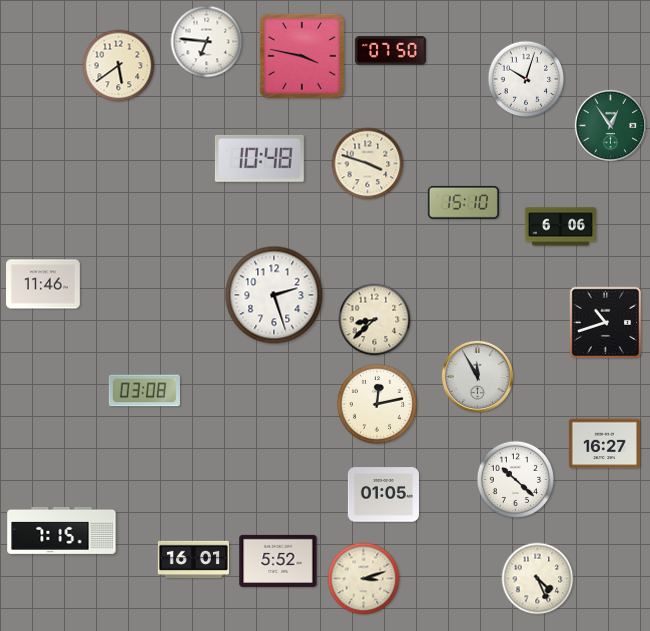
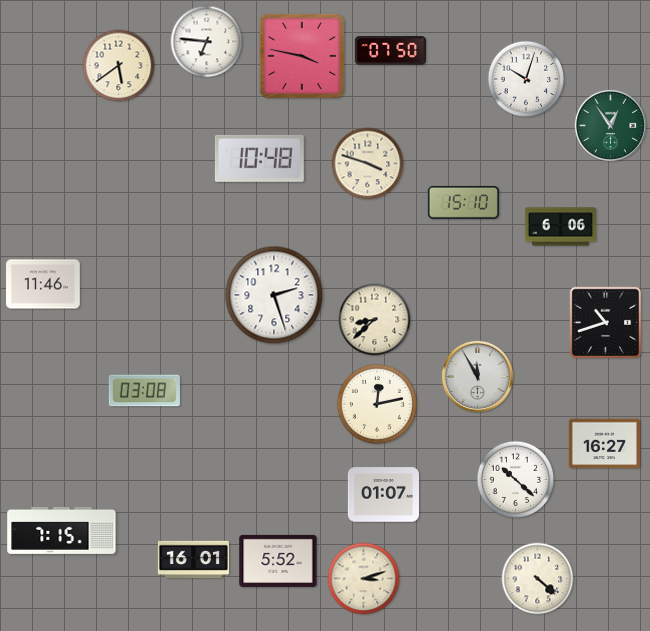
clock at (383, 495): 01:05 -> 01:07
clock at (538, 579): 4:26 -> 4:22
